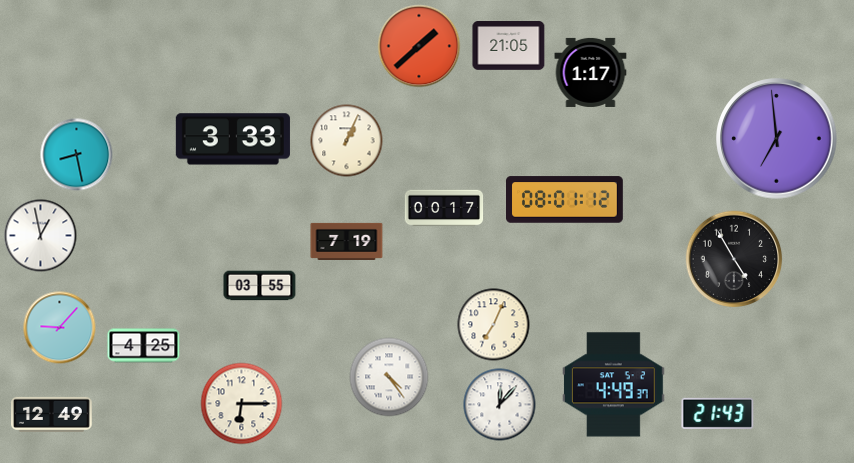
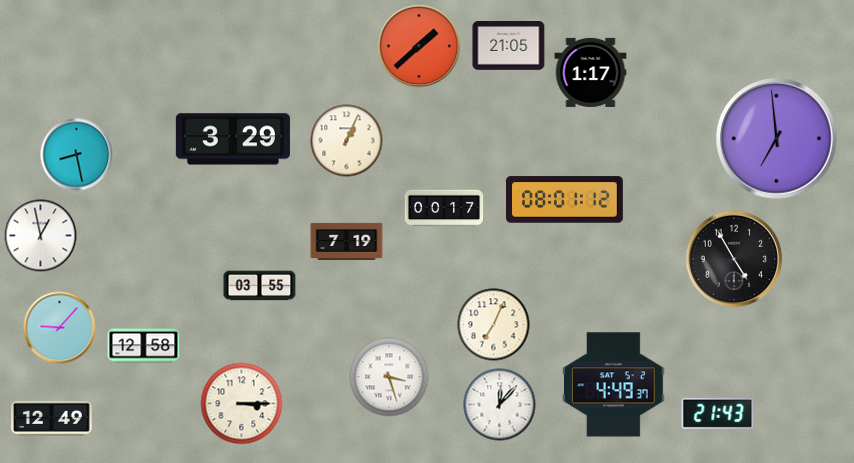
clock at (233, 139): 3:33 -> 3:29
clock at (144, 346): 4:25 -> 12:58
clock at (389, 377): 4:24 -> 3:27
clock at (242, 404): 6:15 -> 3:15
clock at (52, 414) position: (52, 414) -> (52, 418)
